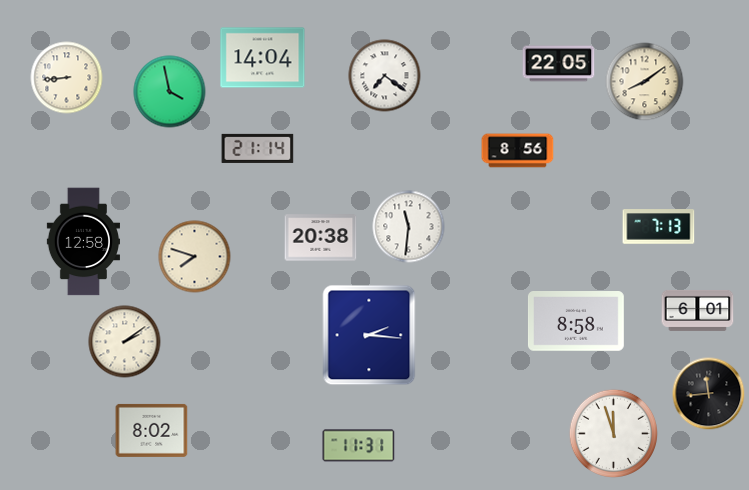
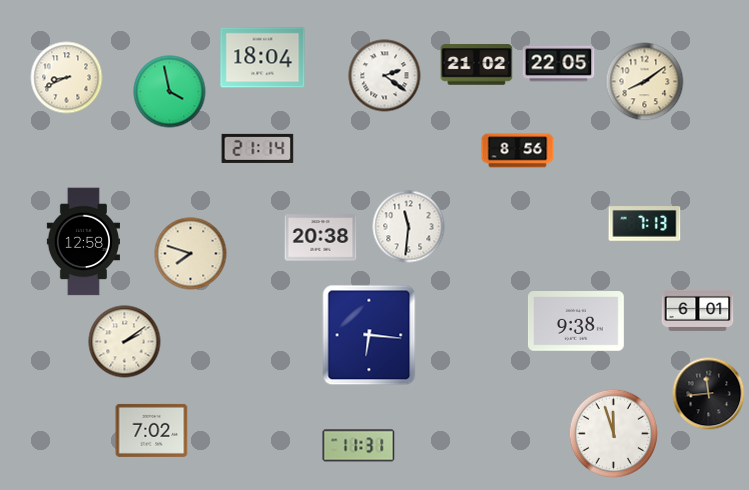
clock at (263, 58): 14:04 -> 18:04
clock at (477, 65): none -> 21:02
clock at (385, 76): 7:21 -> 2:21
clock at (67, 78): 8:44 -> 8:41
clock at (659, 227) position: (659, 227) -> (645, 224)
clock at (195, 257) position: (195, 257) -> (191, 254)
clock at (576, 321): 8:58 -> 9:38
clock at (369, 335): 2:16 -> 6:16
clock at (152, 430): 8:02 -> 7:02
